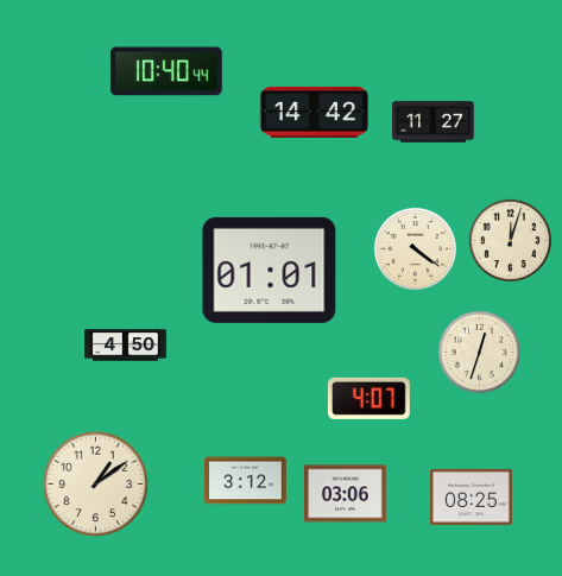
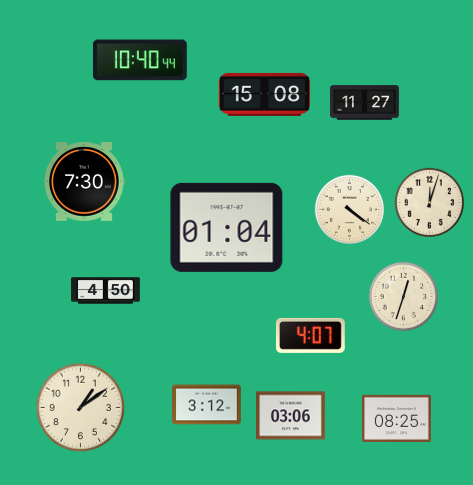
clock at (314, 112): 14:42 -> 15:08
clock at (84, 182): none -> 7:30
clock at (270, 270): 01:01 -> 01:04
